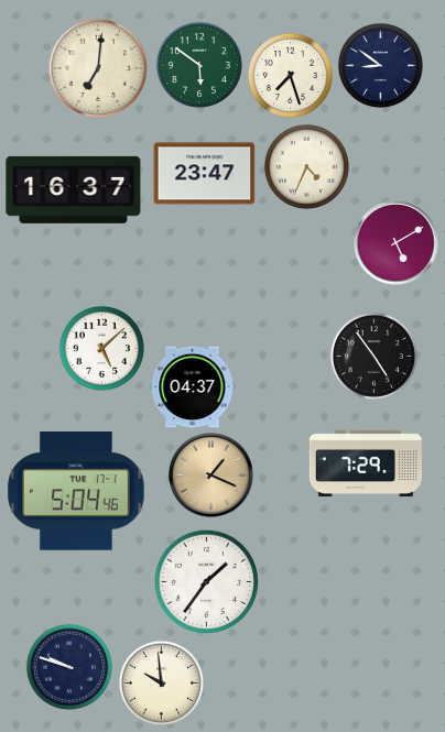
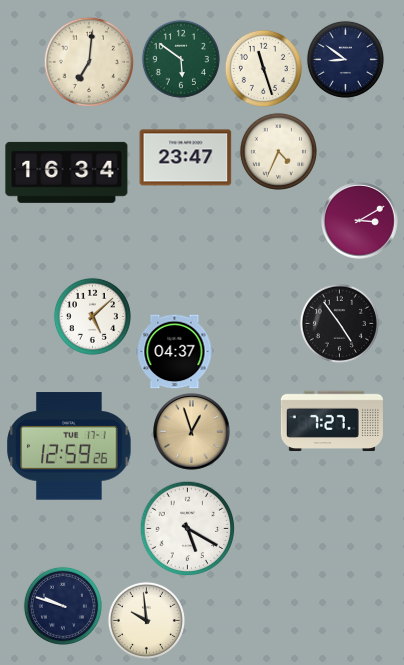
clock at (290, 75): 7:27 -> 11:27
clock at (74, 189): 16:37 -> 16:34
clock at (397, 243): 5:10 -> 3:10
clock at (366, 463): 7:29 -> 7:27
clock at (211, 476): 1:19 -> 12:57
clock at (76, 491): 5:04 -> 12:59
clock at (206, 581): 1:36 -> 5:20
